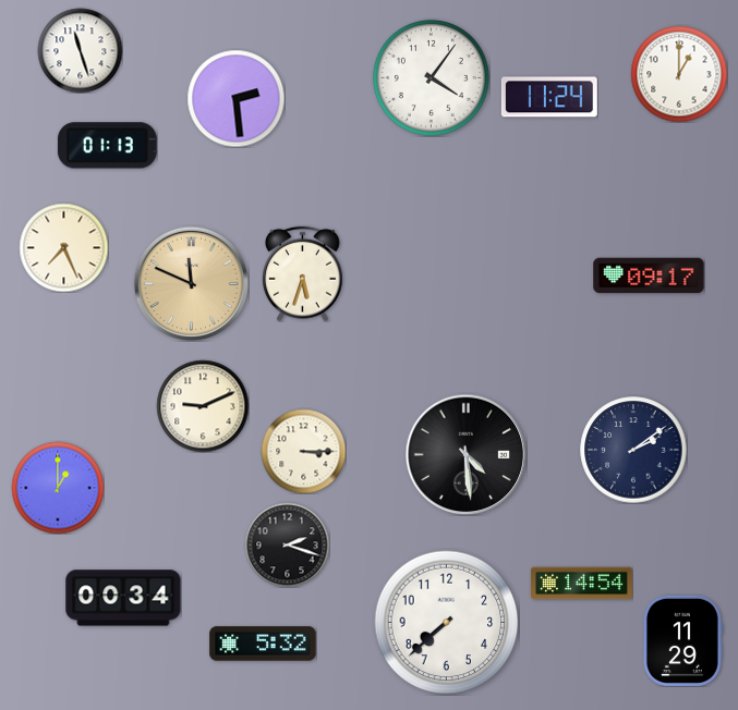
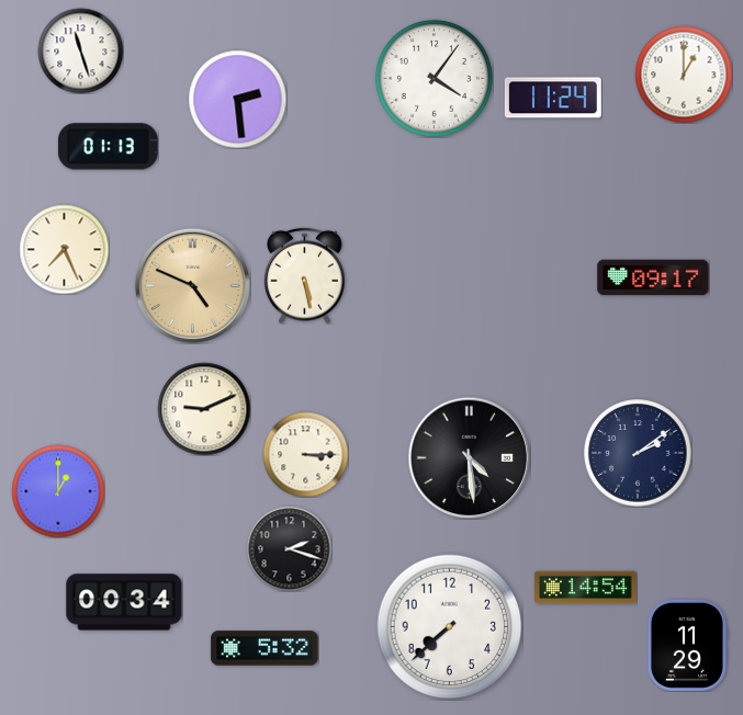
clock at (303, 273): 5:33 -> 5:28
clock at (191, 283): 11:49 -> 4:49
